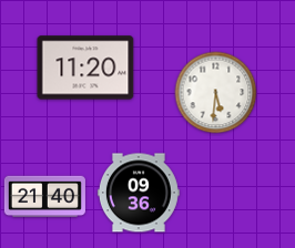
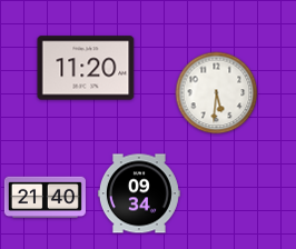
clock at (139, 193): 09:36 -> 09:34
